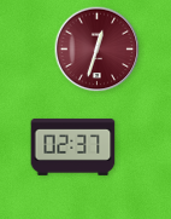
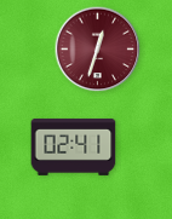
clock at (73, 146): 02:37 -> 02:41
